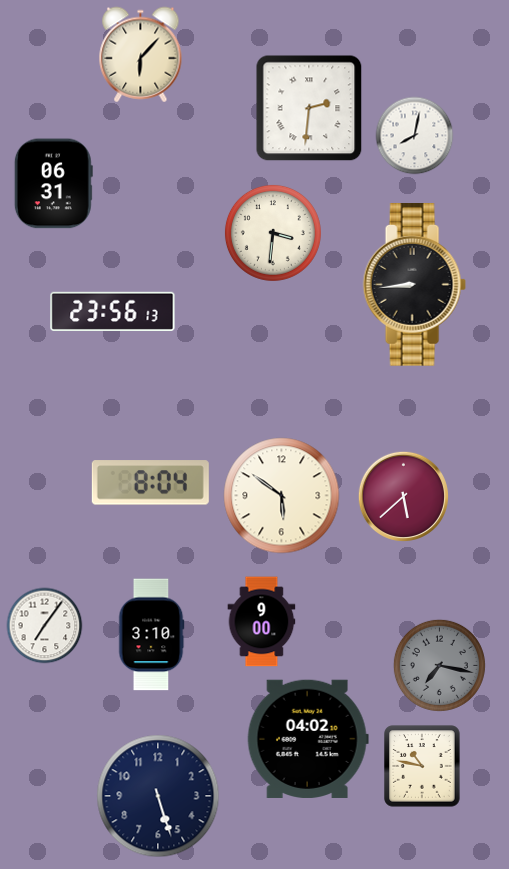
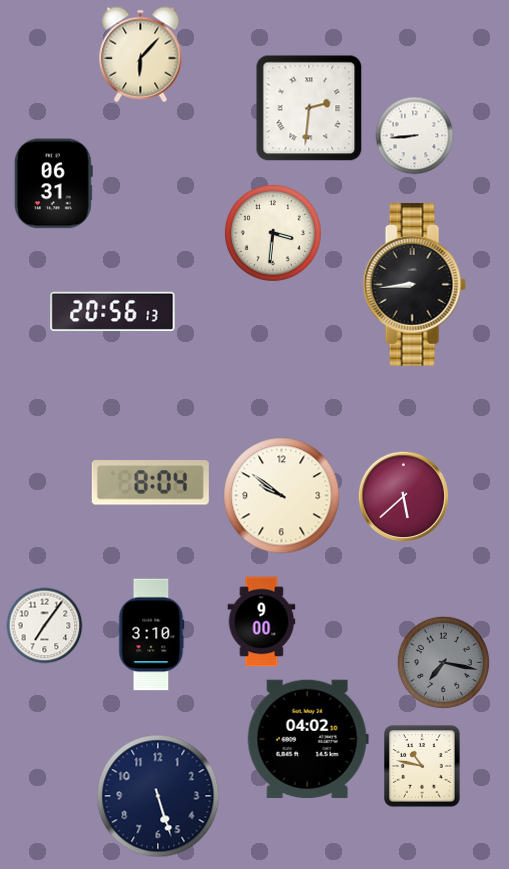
clock at (415, 136): 8:02 -> 8:44
clock at (113, 311): 23:56 -> 20:56
clock at (282, 496): 5:51 -> 9:51
clock at (439, 665) position: (439, 665) -> (443, 662)
